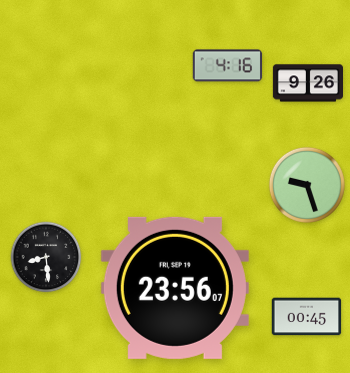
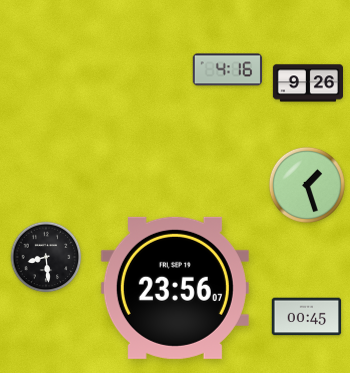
clock at (228, 66) position: (228, 66) -> (228, 70)
clock at (307, 185): 9:27 -> 1:27
